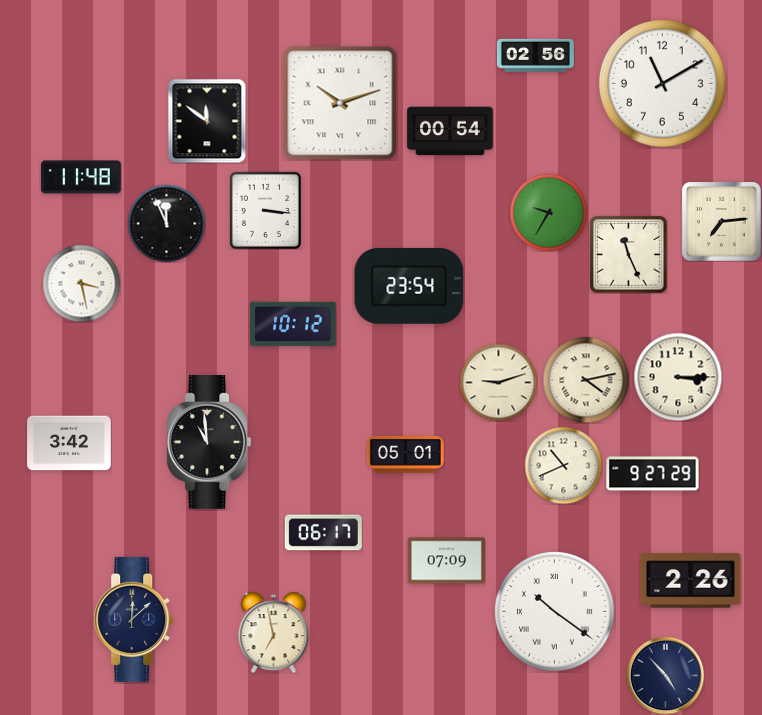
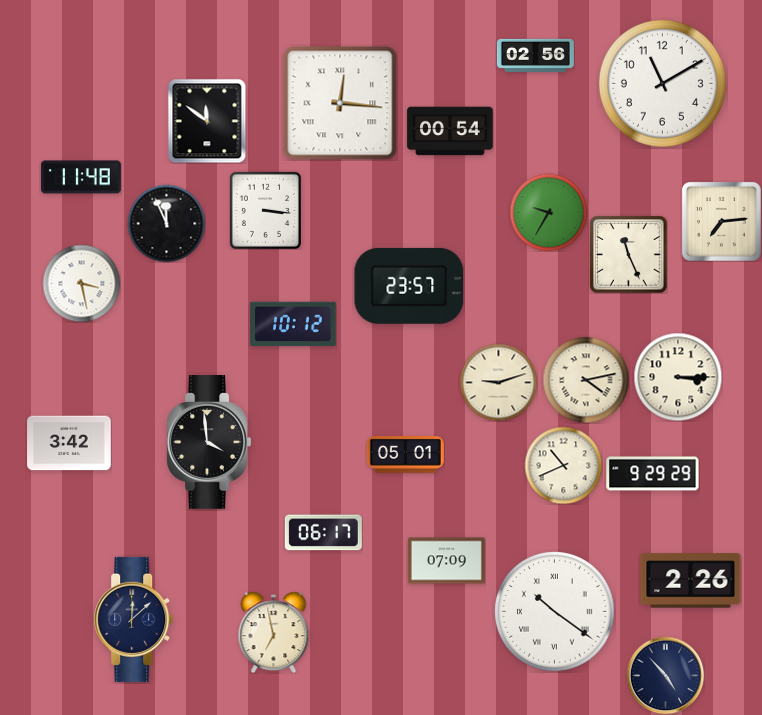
clock at (340, 103): 10:12 -> 12:16
clock at (409, 286): 23:54 -> 23:57
clock at (209, 443): 10:59 -> 3:59
clock at (653, 474): 9:27 -> 9:29
